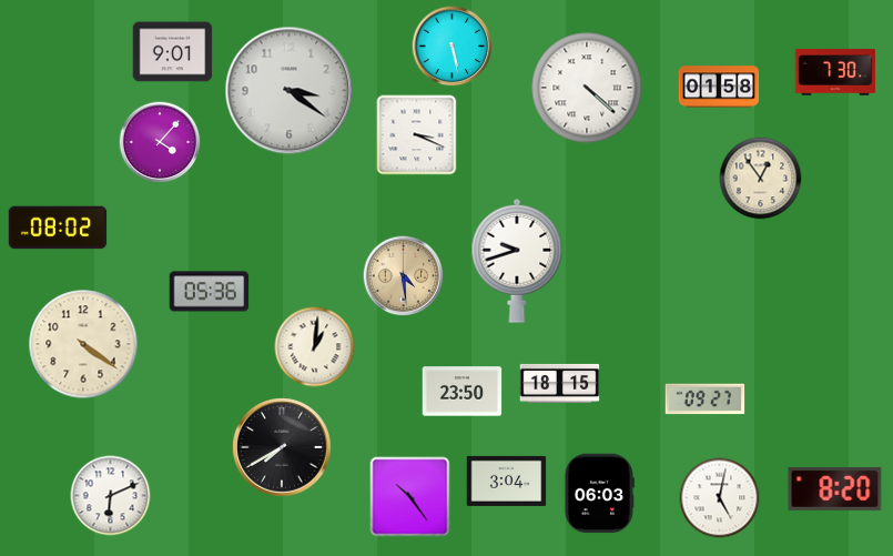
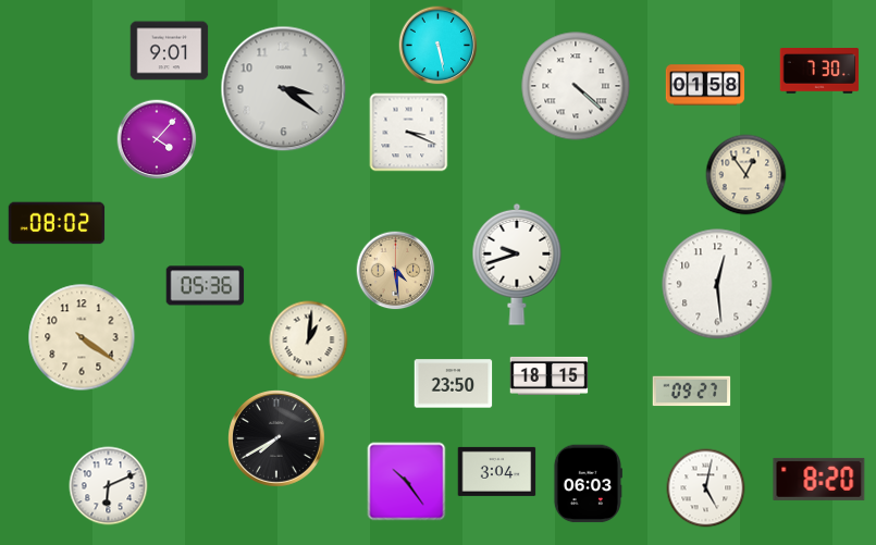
clock at (453, 47) position: (453, 47) -> (439, 46)
clock at (517, 261) position: (517, 261) -> (517, 264)
clock at (717, 284): none -> 12:29
clock at (410, 497) position: (410, 497) -> (407, 482)
